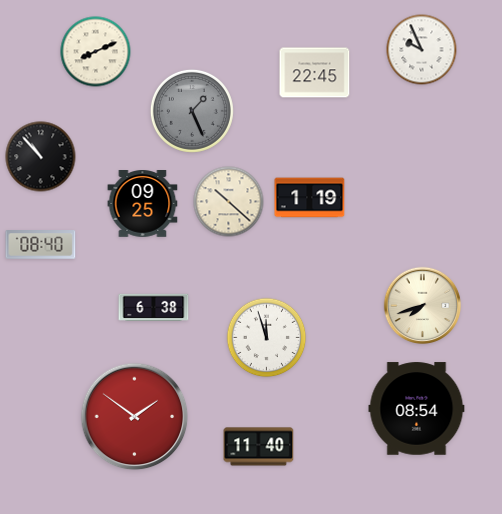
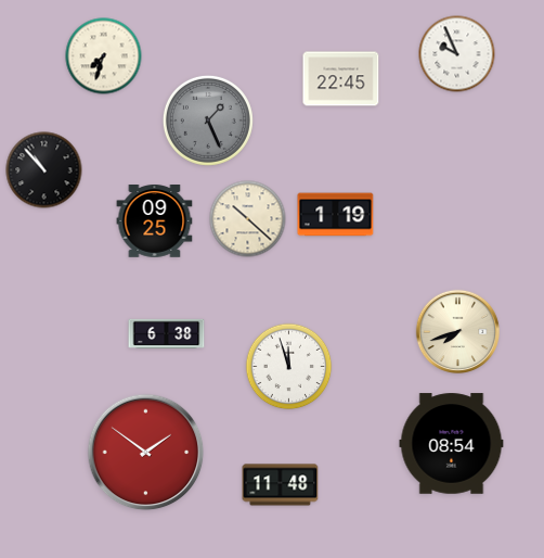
clock at (96, 52): 8:11 -> 7:33
clock at (41, 245): 08:40 -> none
clock at (259, 447): 11:40 -> 11:48
